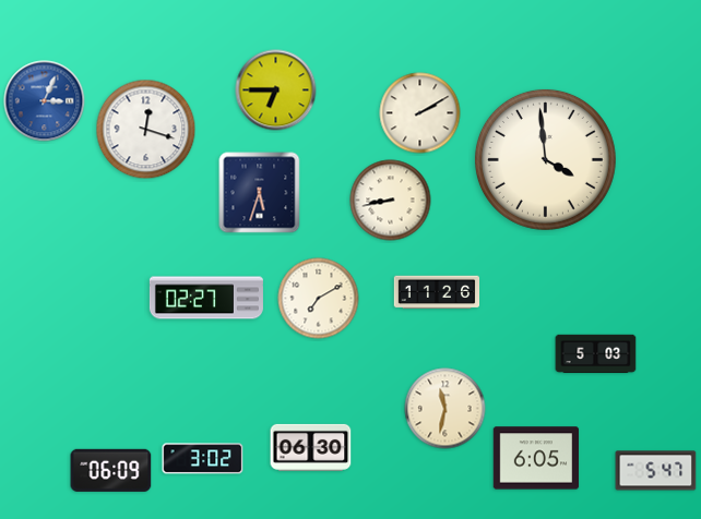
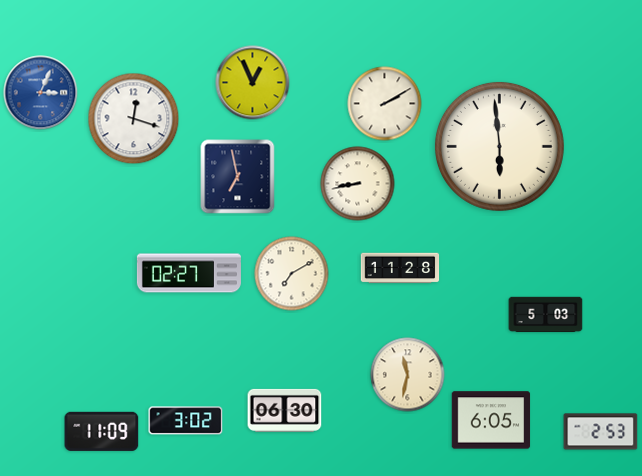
clock at (276, 90): 6:45 -> 12:56
clock at (545, 159): 3:59 -> 5:59
clock at (260, 193): 5:33 -> 6:58
clock at (437, 292): 11:26 -> 11:28
clock at (596, 354) position: (596, 354) -> (546, 315)
clock at (111, 470): 06:09 -> 11:09
clock at (656, 471): 5:47 -> 2:53
